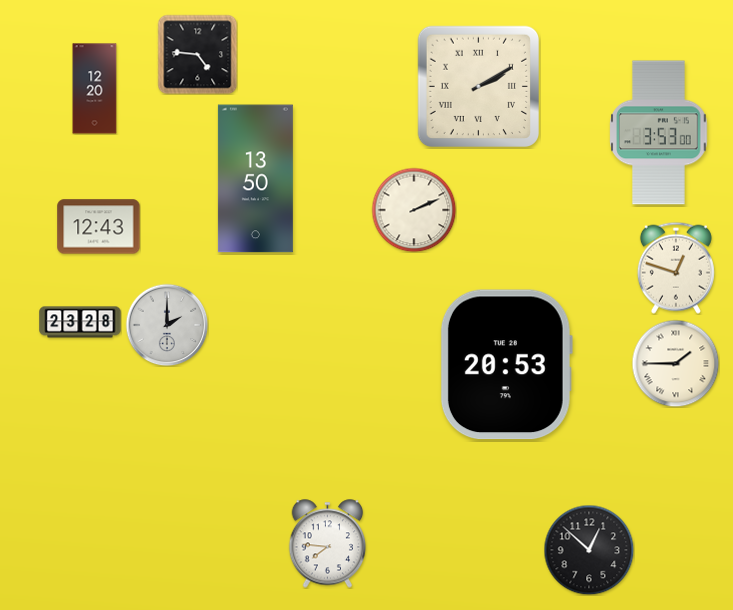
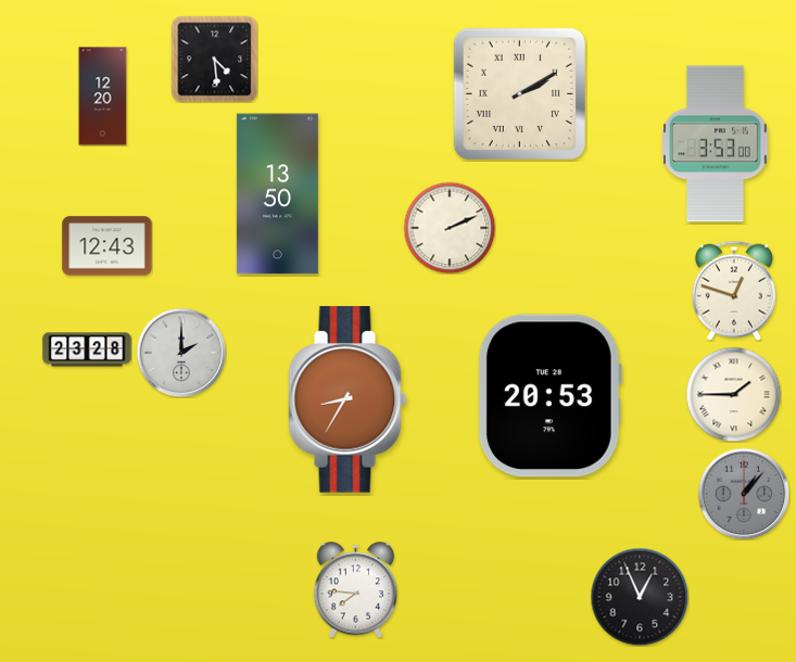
clock at (197, 54): 4:46 -> 4:29
clock at (348, 399): none -> 8:35
clock at (744, 494): none -> 1:07
clock at (589, 550): 12:52 -> 12:56
